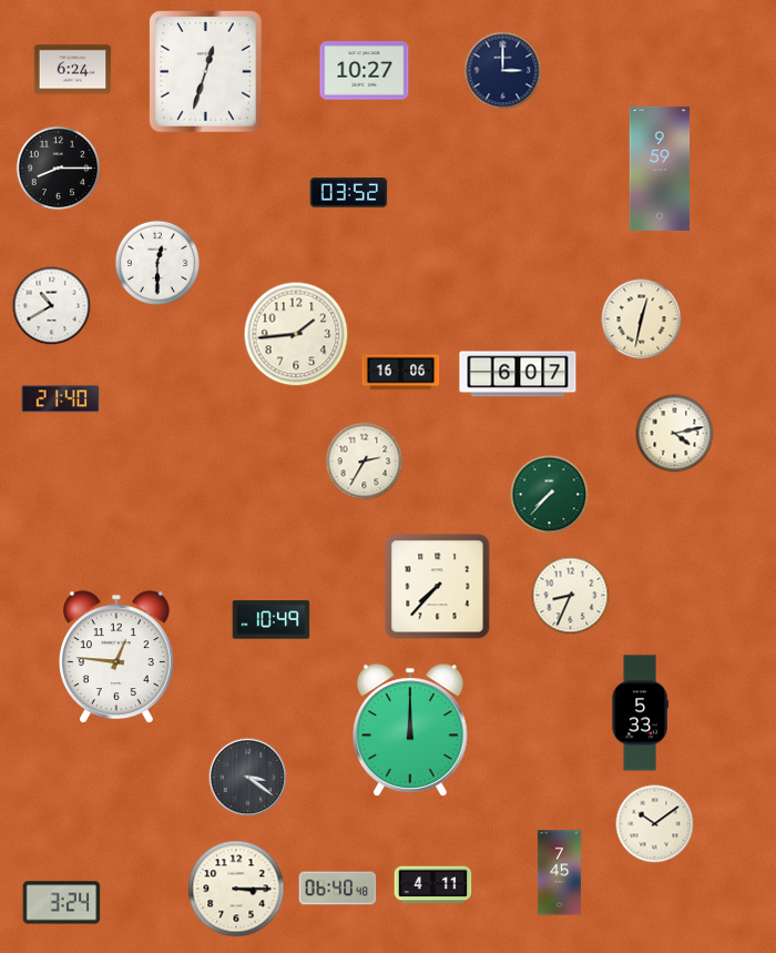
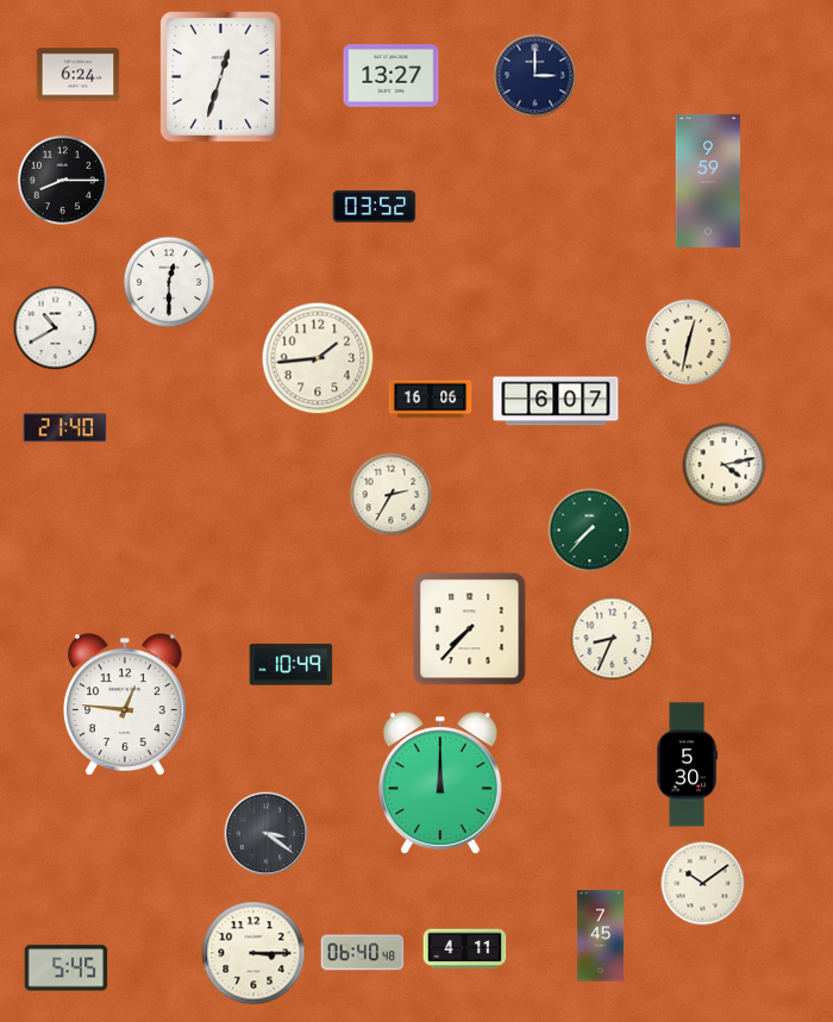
clock at (365, 71): 10:27 -> 13:27
clock at (503, 71) position: (503, 71) -> (535, 76)
clock at (640, 713): 5:33 -> 5:30
clock at (62, 903): 3:24 -> 5:45
